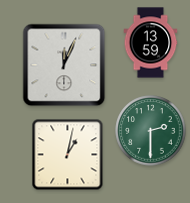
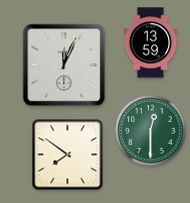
clock at (151, 131): 2:30 -> 12:30
clock at (68, 155): 1:02 -> 7:51
